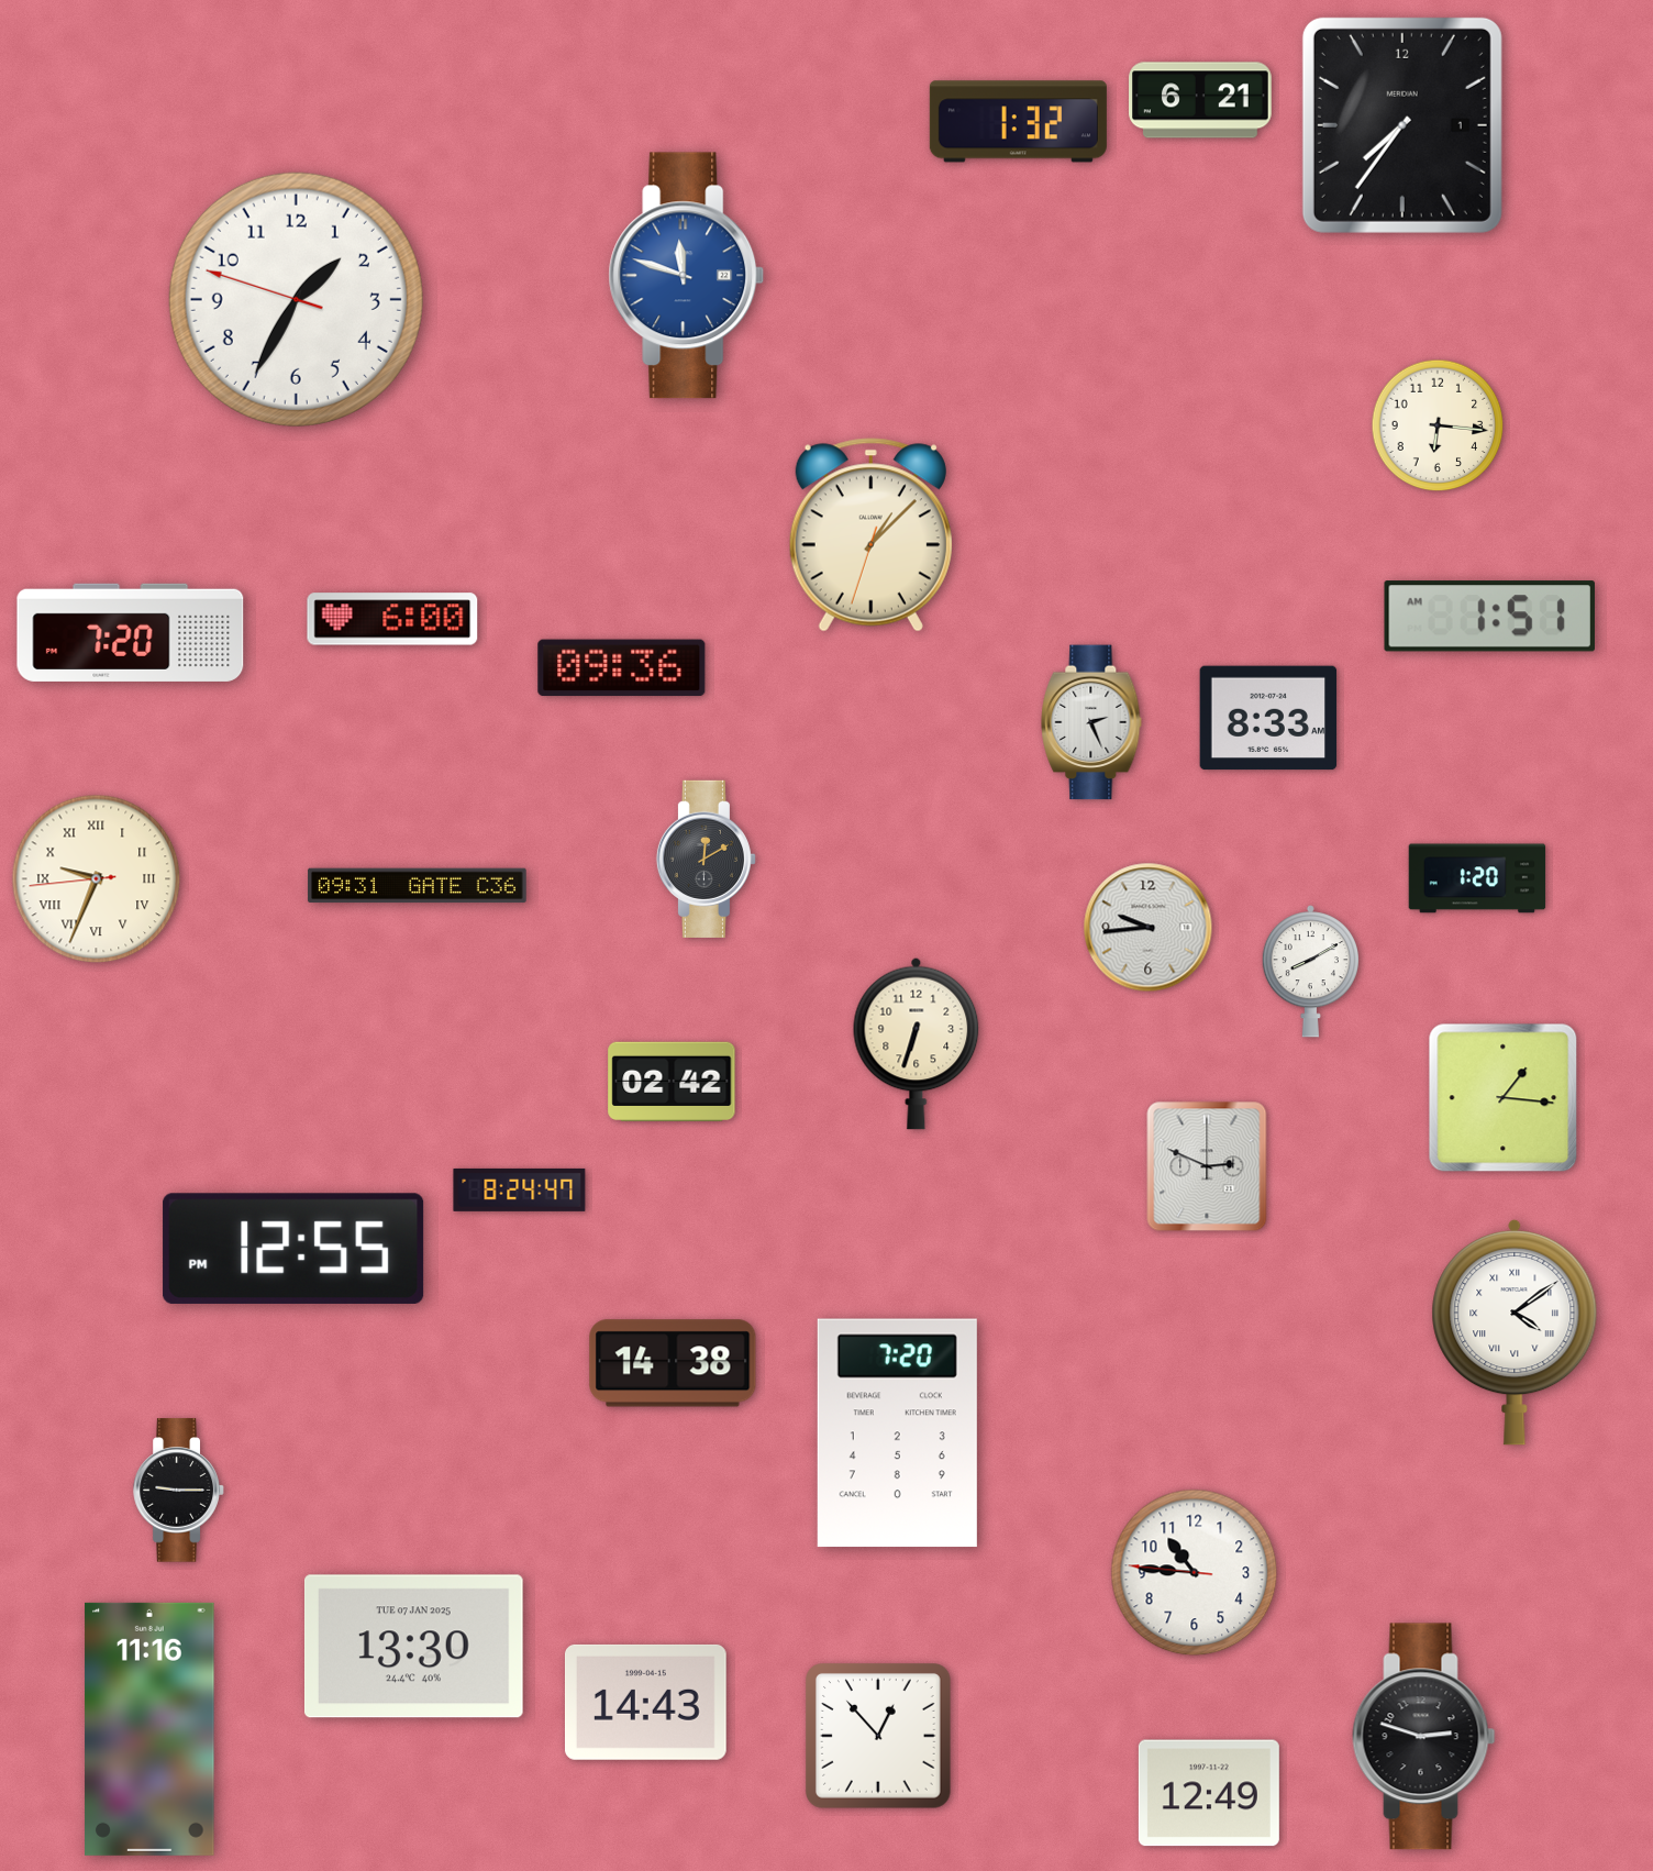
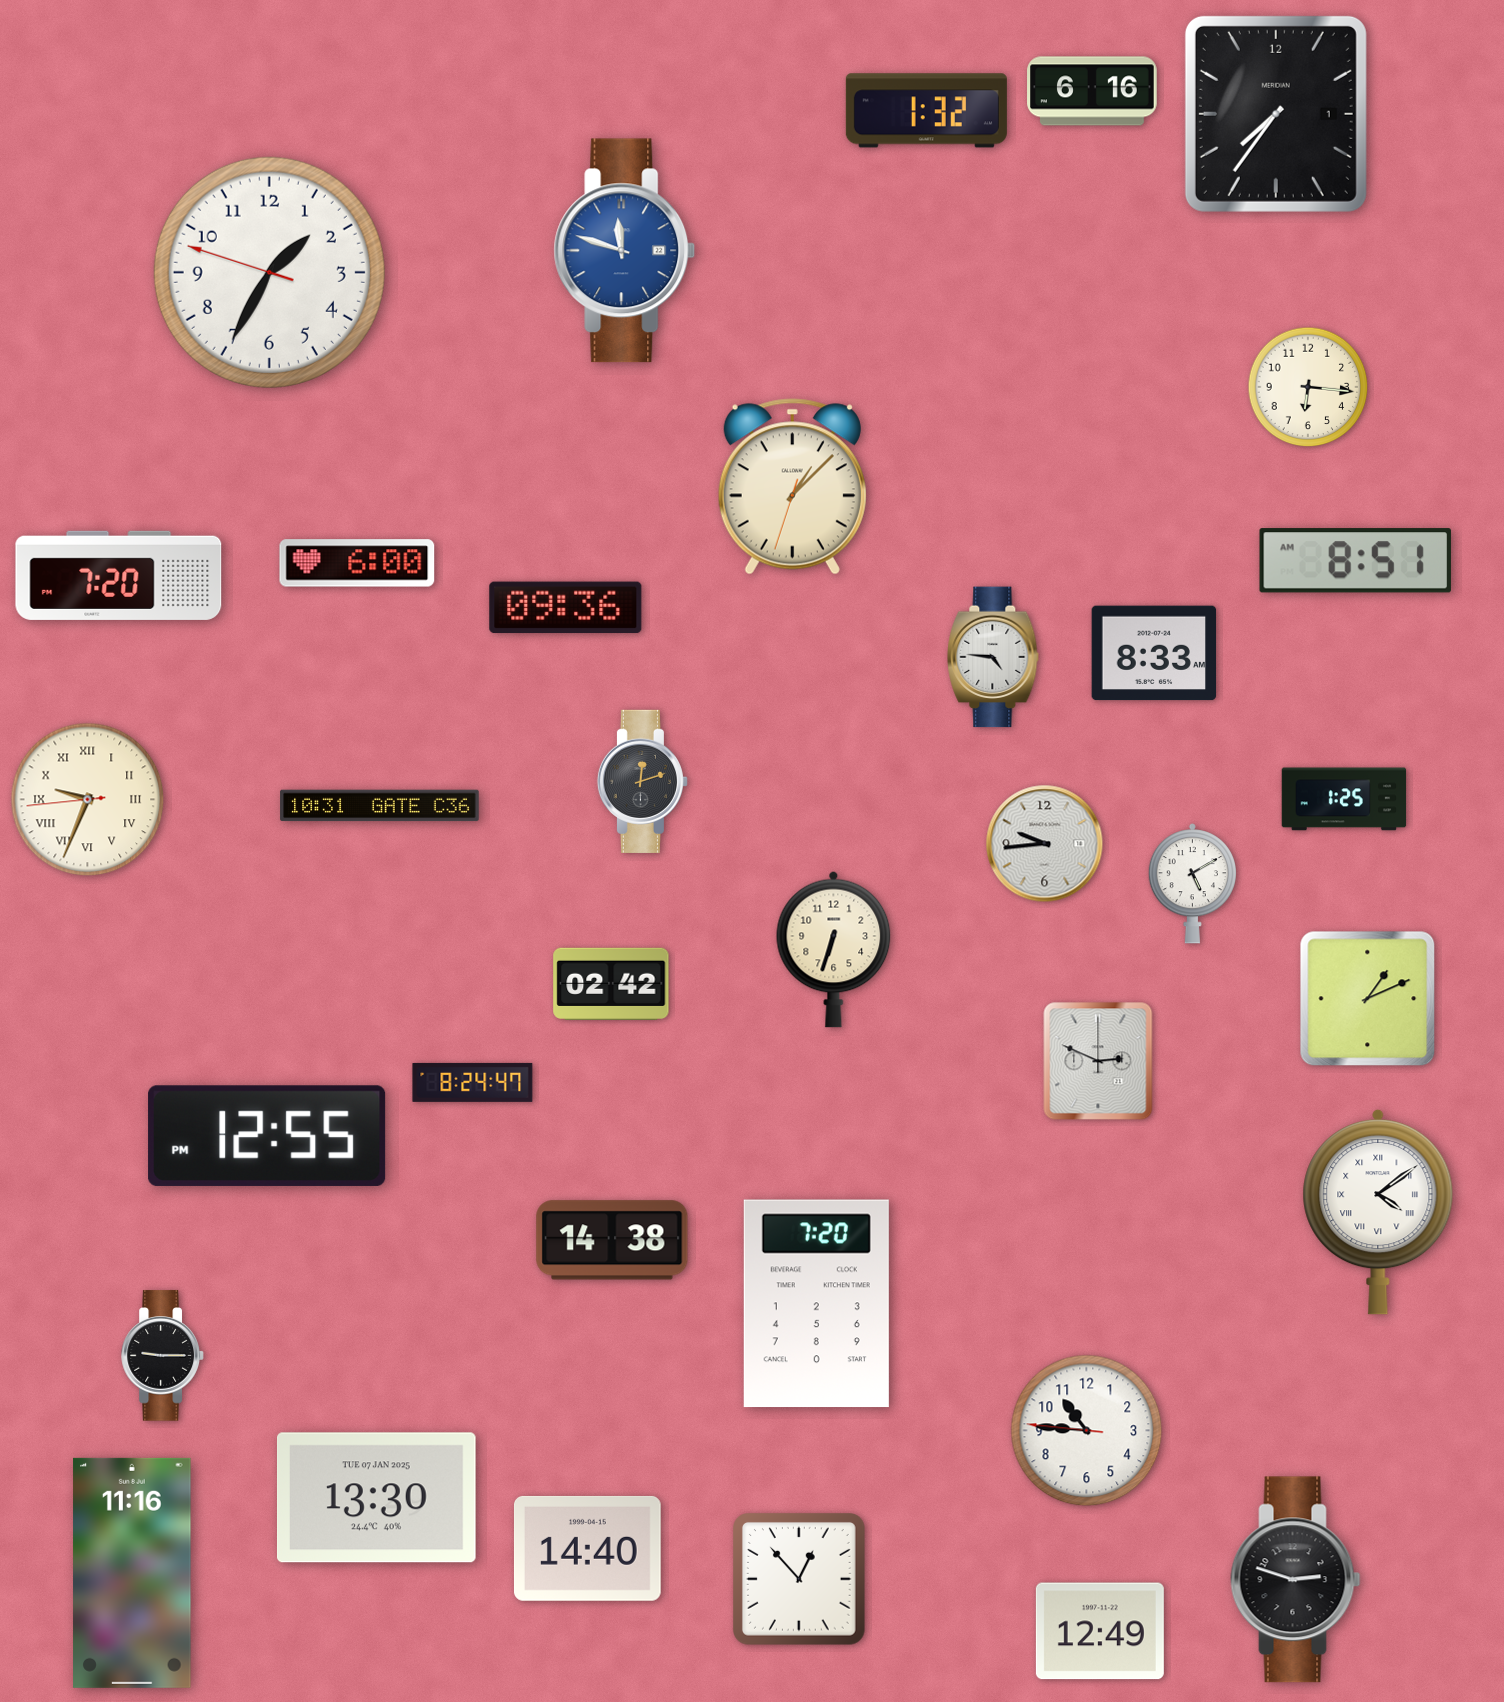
clock at (1200, 100): 6:21 -> 6:16
clock at (1489, 617): 1:51 -> 8:51
clock at (1091, 722): 2:26 -> 4:46
clock at (706, 859): 12:10 -> 12:12
clock at (1477, 878): 1:20 -> 1:25
clock at (418, 886): 09:31 -> 10:31
clock at (1310, 972): 8:10 -> 5:10
clock at (1504, 1098): 1:16 -> 1:11
clock at (645, 1702): 14:43 -> 14:40
clock at (149, 1729) position: (149, 1729) -> (132, 1573)
